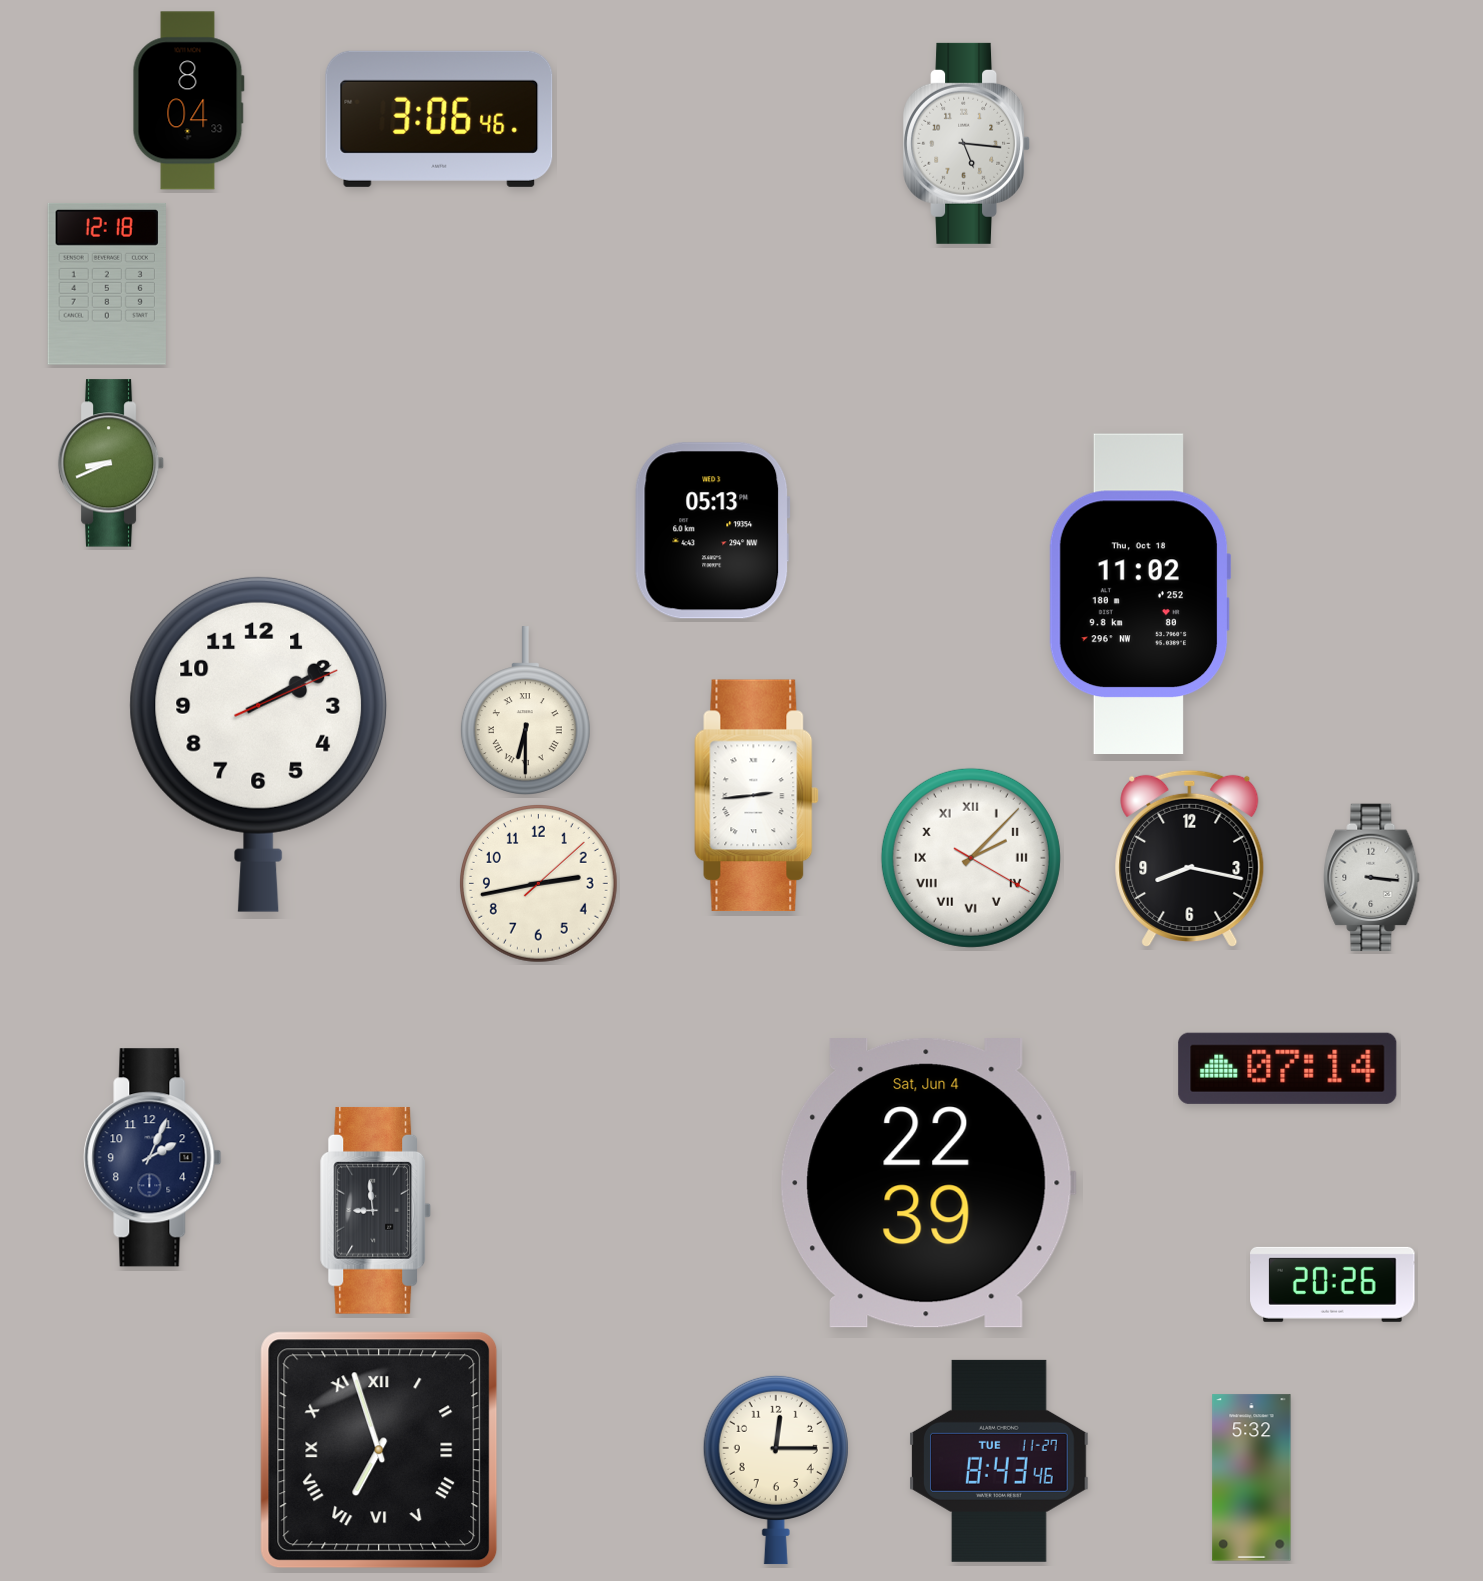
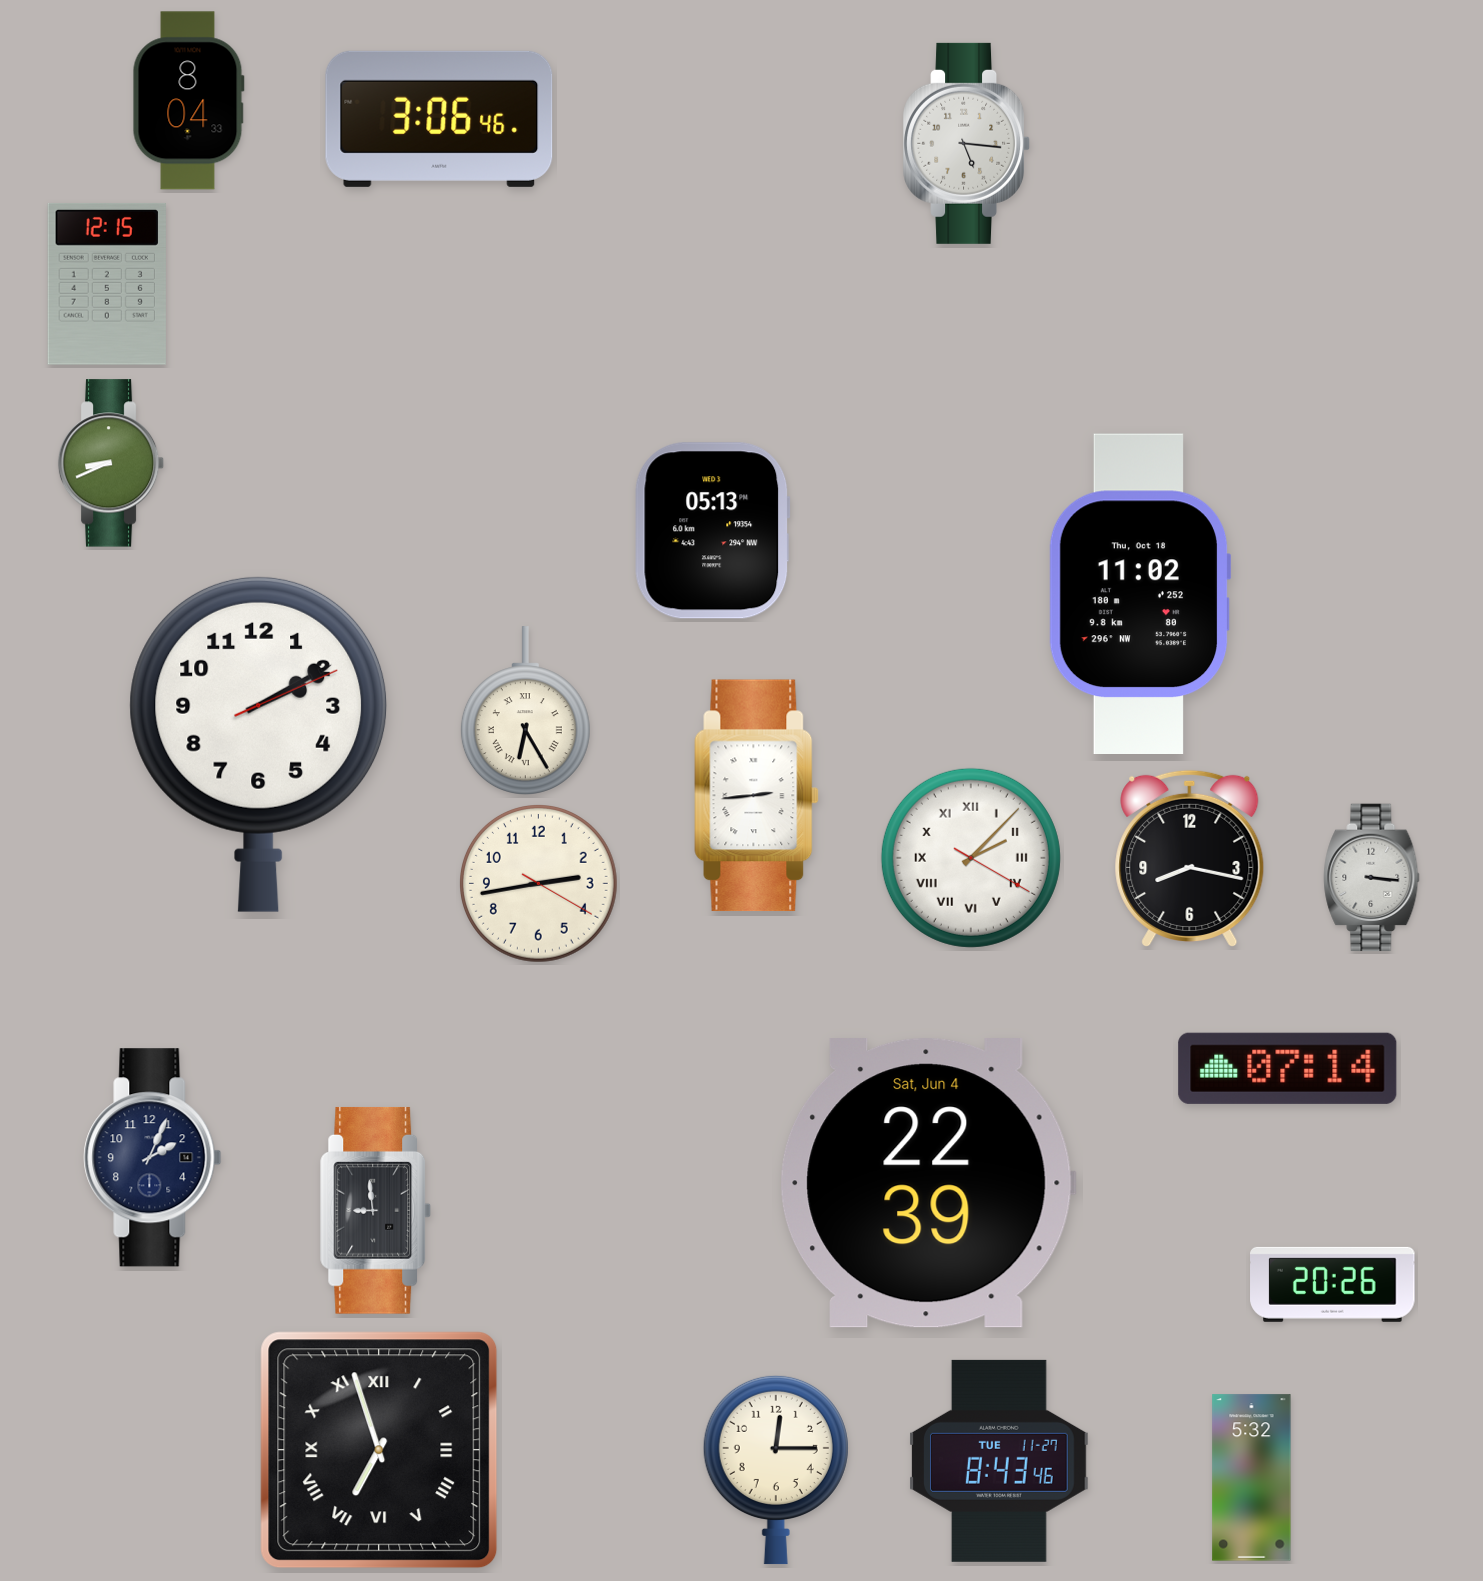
clock at (107, 284): 12:18 -> 12:15
clock at (525, 710): 6:30 -> 6:25
clock at (539, 884): 2:43:08 -> 2:43:20
